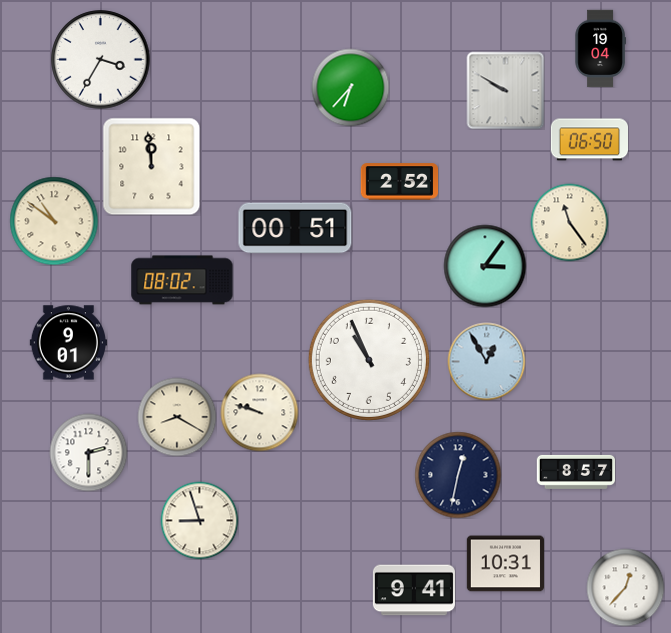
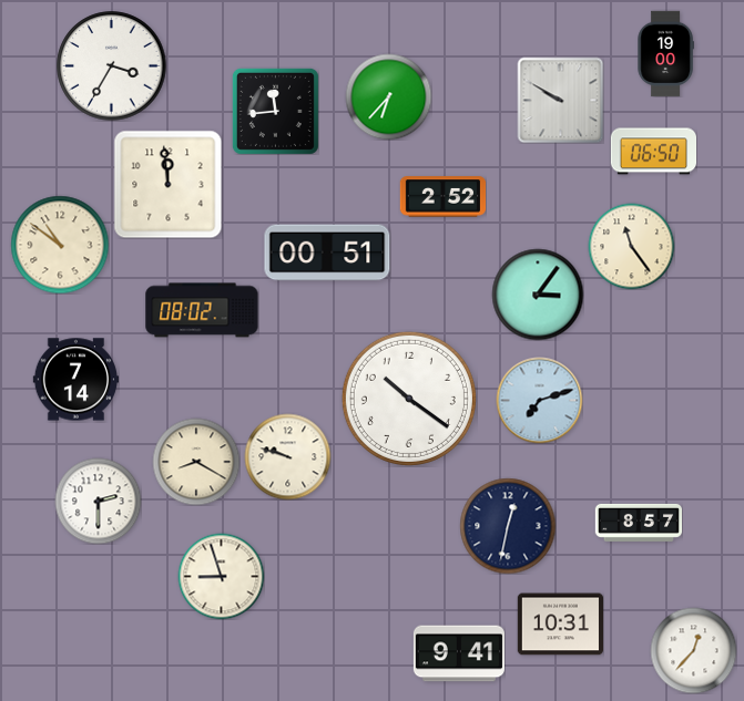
clock at (600, 48): 19:04 -> 19:00
clock at (275, 111): none -> 11:44
clock at (589, 140) position: (589, 140) -> (653, 152)
clock at (399, 182) position: (399, 182) -> (442, 197)
clock at (68, 343): 9:01 -> 7:14
clock at (369, 360): 10:56 -> 10:21
clock at (486, 361): 12:55 -> 7:12
